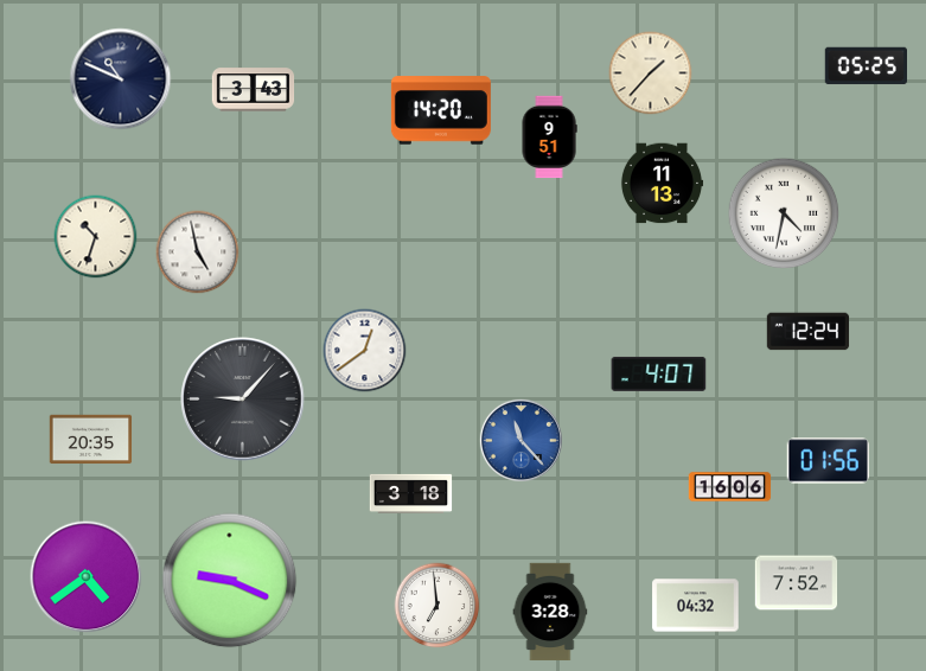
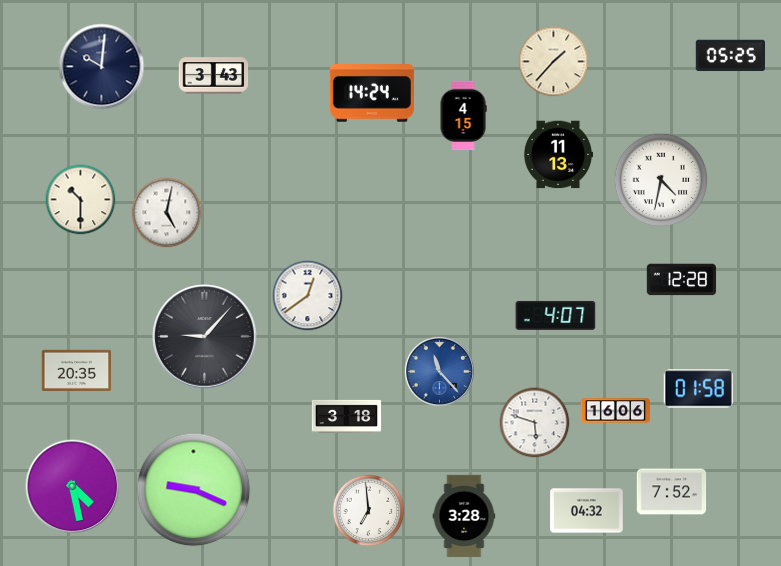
clock at (651, 74) position: (651, 74) -> (554, 62)
clock at (121, 79): 10:49 -> 10:01
clock at (441, 110): 14:20 -> 14:24
clock at (549, 138): 9:51 -> 4:15
clock at (96, 237): 10:33 -> 10:30
clock at (198, 253): 4:58 -> 5:02
clock at (809, 332): 12:24 -> 12:28
clock at (828, 461): 01:56 -> 01:58
clock at (535, 423): none -> 5:48
clock at (87, 577): 4:39 -> 4:28
